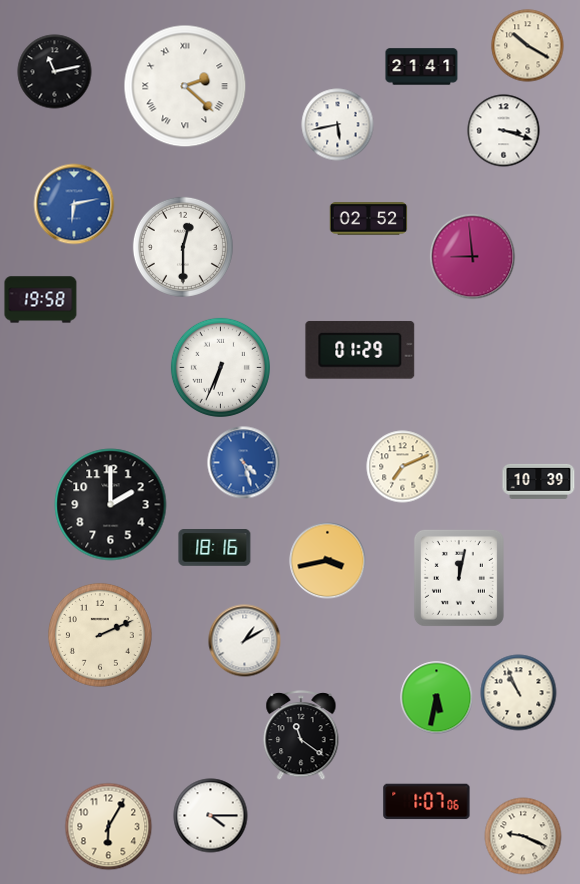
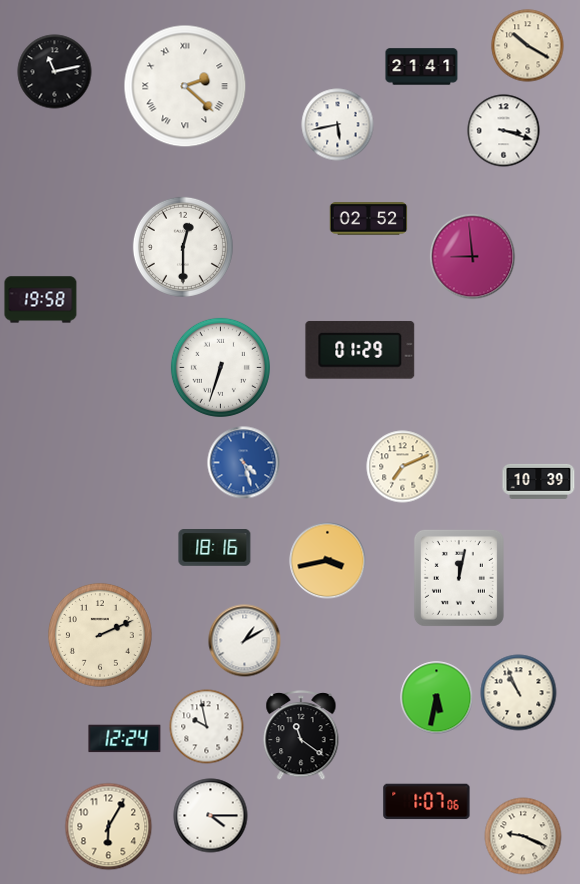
clock at (74, 204): 6:13 -> none
clock at (220, 367): 6:34 -> 6:33
clock at (111, 505): 2:00 -> none
clock at (207, 727): none -> 9:58
clock at (125, 739): none -> 12:24
